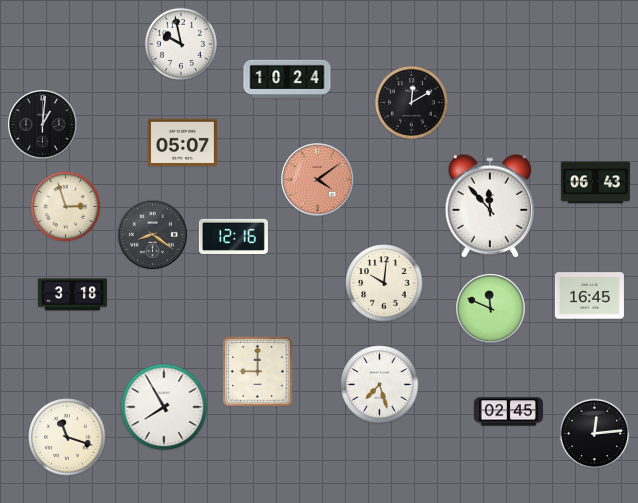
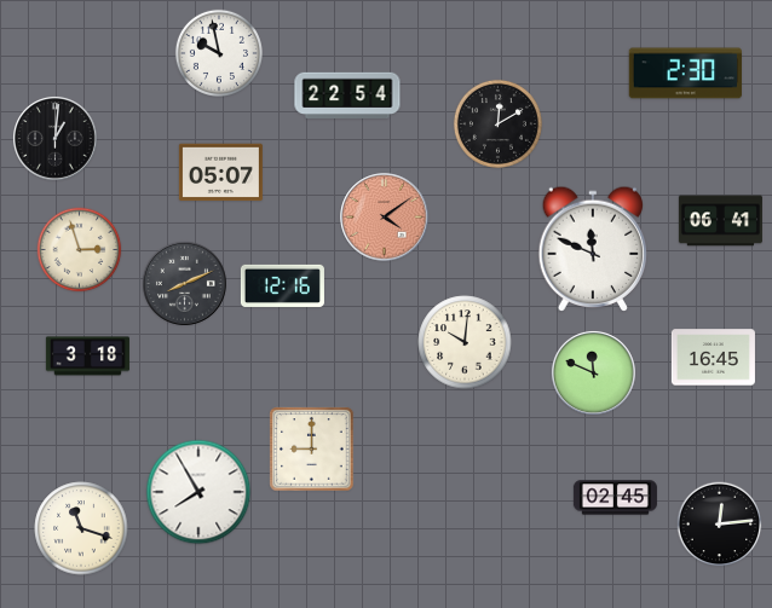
clock at (685, 74): none -> 2:30
clock at (287, 79): 10:24 -> 22:54
clock at (42, 124) position: (42, 124) -> (54, 138)
clock at (595, 183): 06:43 -> 06:41
clock at (490, 205): 11:53 -> 11:49
clock at (152, 234): 8:21 -> 8:11
clock at (380, 385): 7:27 -> none
